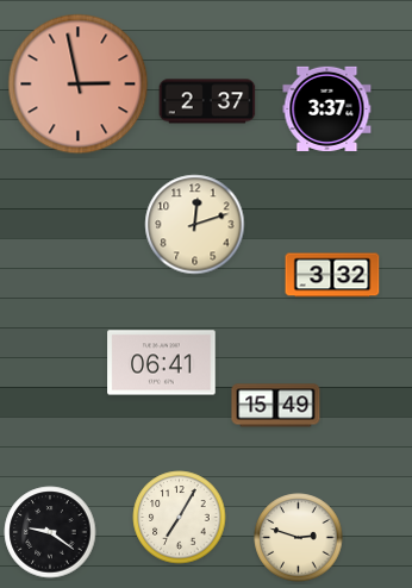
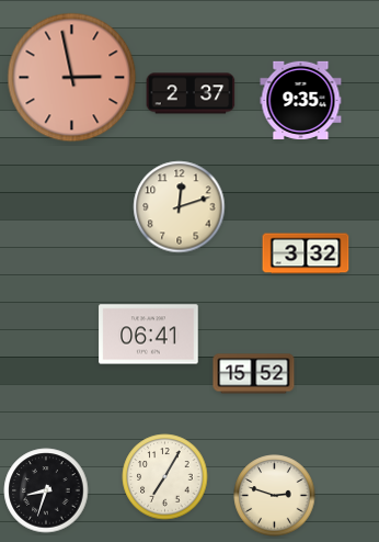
clock at (327, 108): 3:37 -> 9:35
clock at (276, 406): 15:49 -> 15:52
clock at (50, 532): 9:21 -> 8:33
